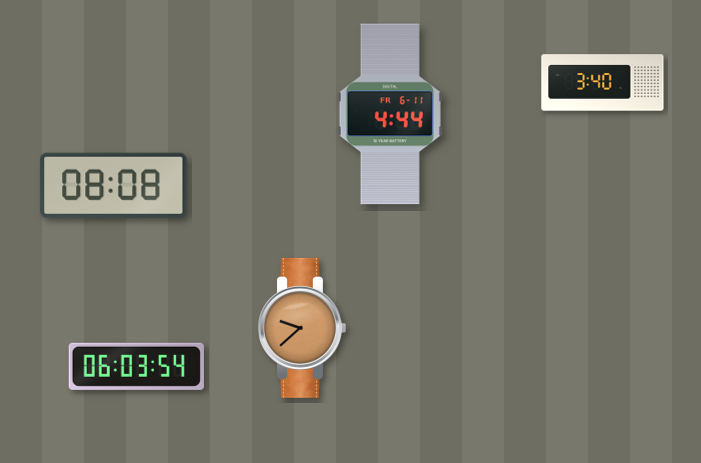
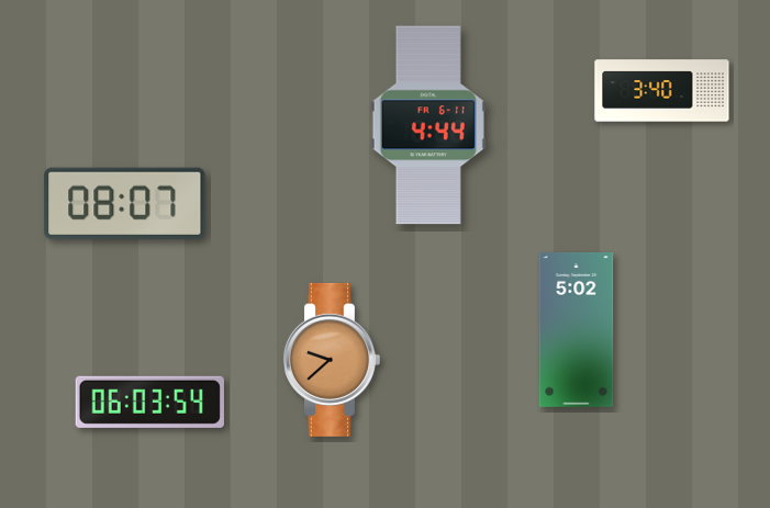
clock at (114, 185): 08:08 -> 08:07
clock at (577, 329): none -> 5:02
